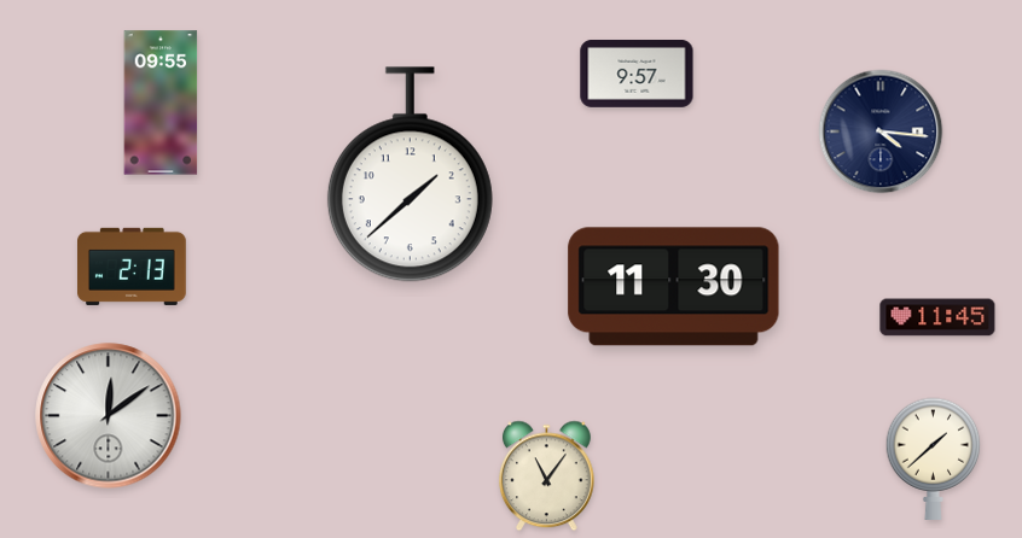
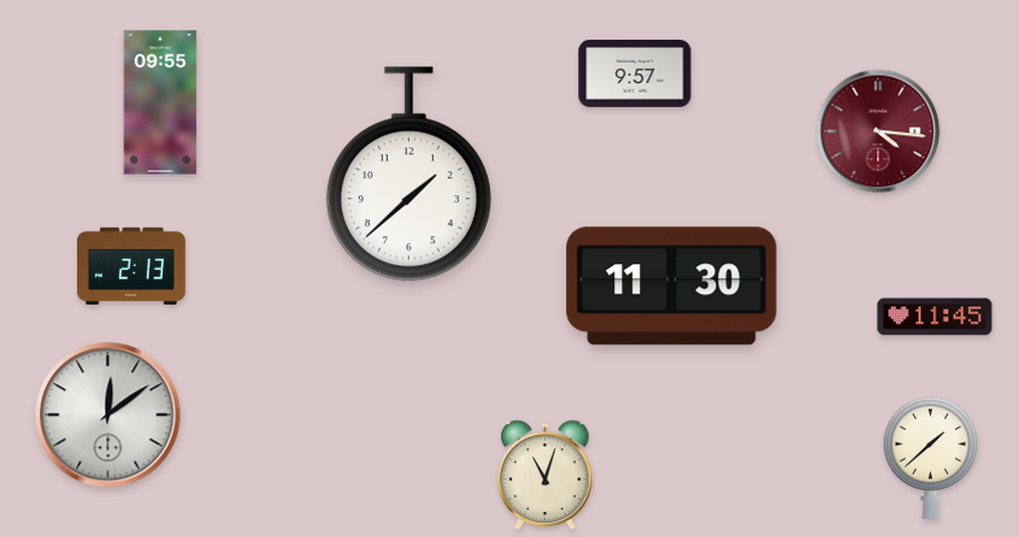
clock at (881, 131) dial: navy -> burgundy
clock at (547, 476): 11:06 -> 11:03
